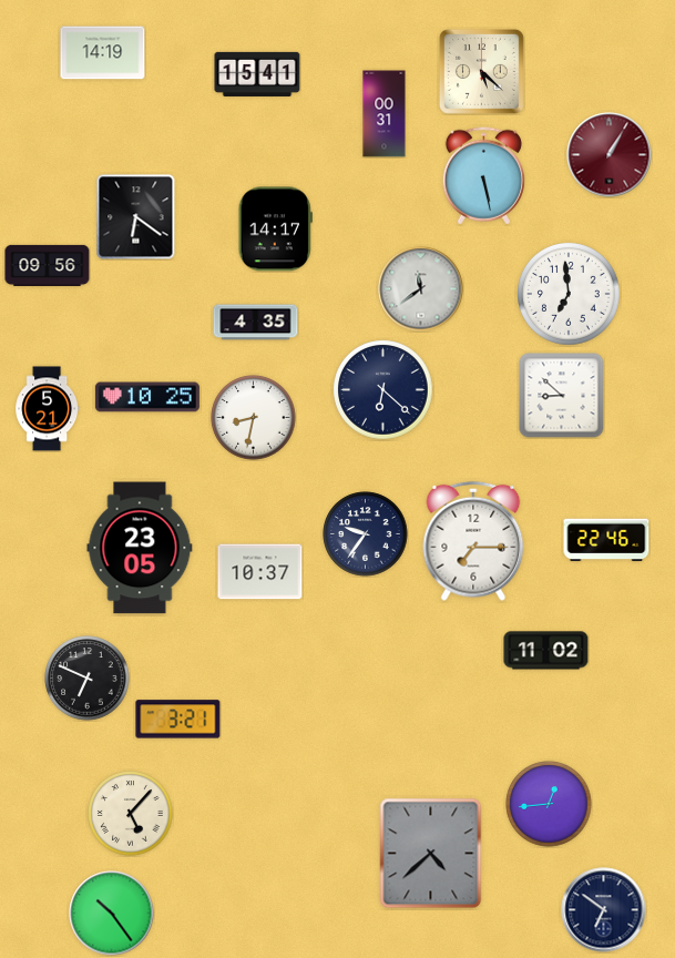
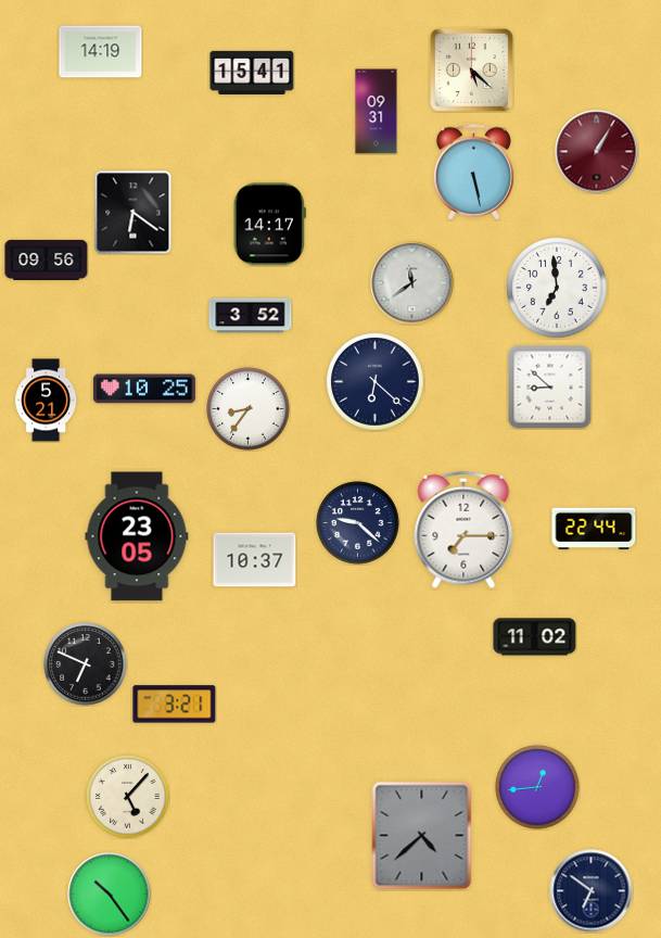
clock at (385, 114): 00:31 -> 09:31
clock at (256, 323): 4:35 -> 3:52
clock at (254, 418): 8:32 -> 8:36
clock at (366, 534): 9:36 -> 9:22
clock at (606, 540): 22:46 -> 22:44
